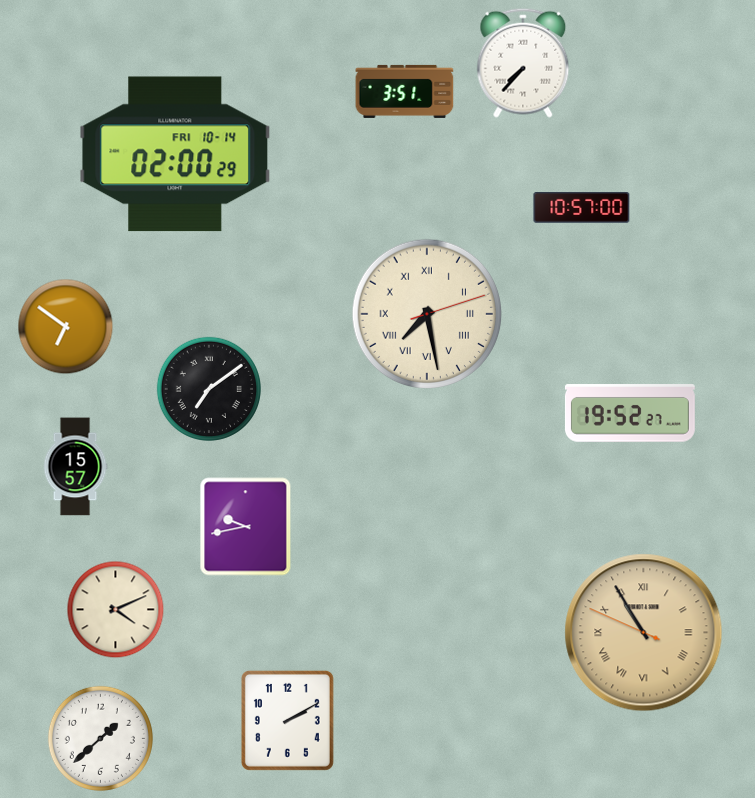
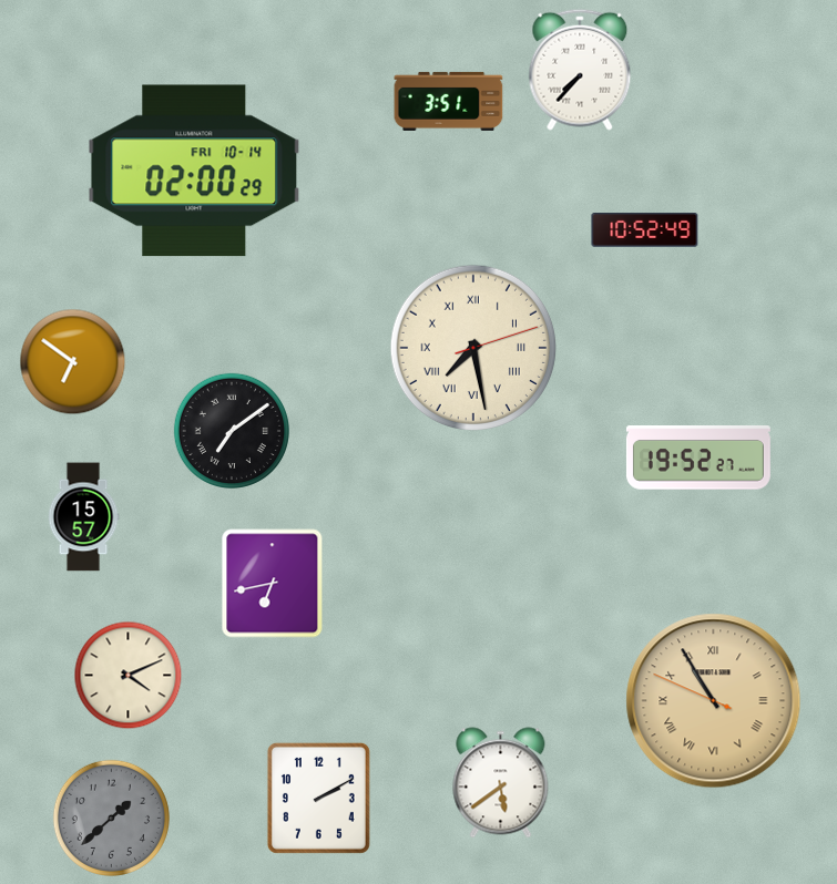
clock at (582, 208): 10:57 -> 10:52
clock at (246, 527): 9:43 -> 6:43
clock at (501, 783): none -> 5:39
clock at (100, 738) dial: white -> grey
